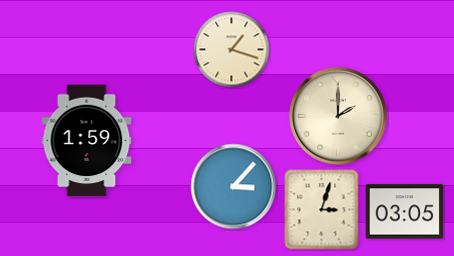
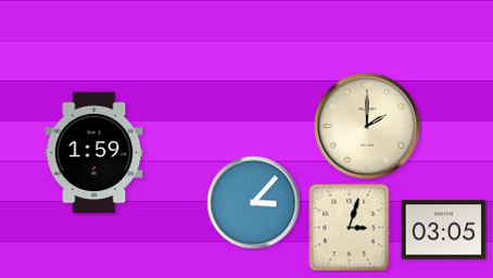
clock at (232, 50): 1:18 -> none
clock at (405, 212) position: (405, 212) -> (444, 230)
